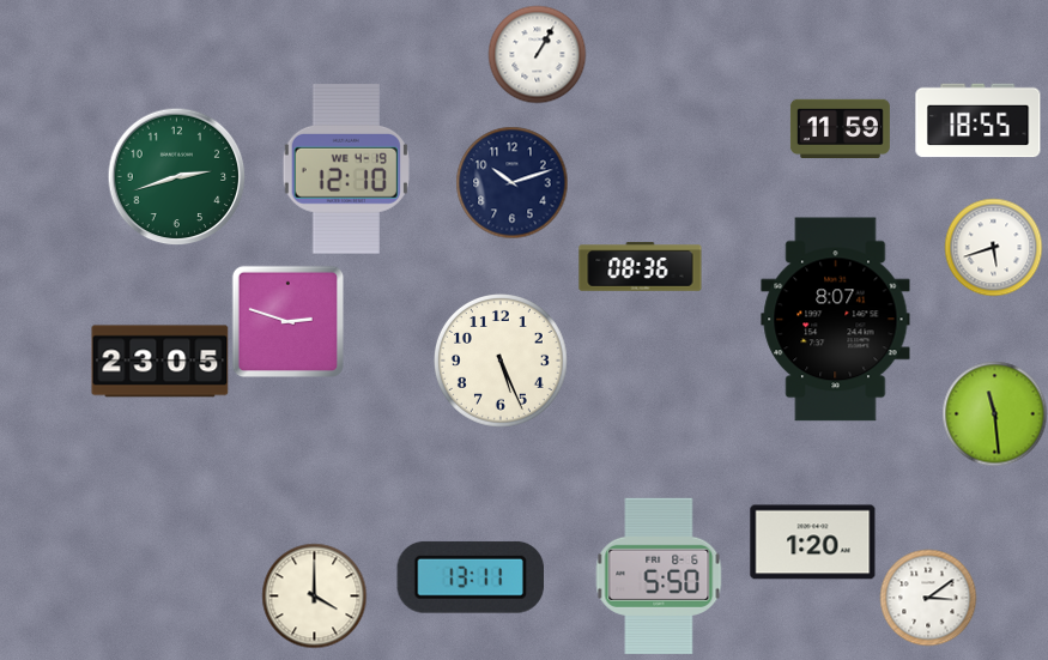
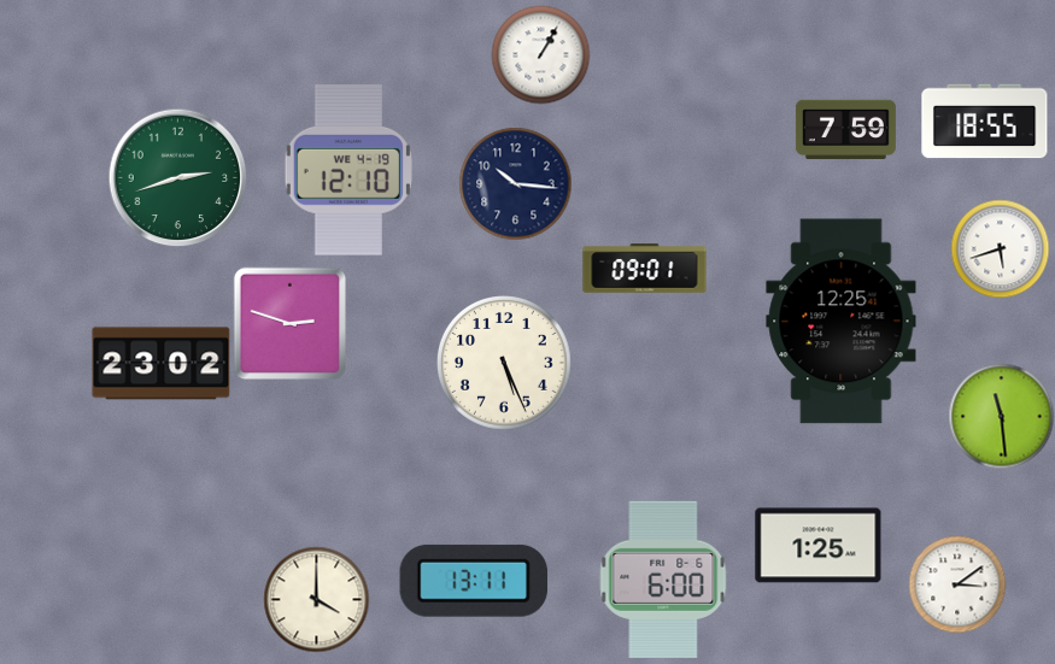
clock at (840, 128): 11:59 -> 7:59
clock at (511, 182): 10:12 -> 10:16
clock at (641, 267): 08:36 -> 09:01
clock at (836, 320): 8:07 -> 12:25
clock at (160, 362): 23:05 -> 23:02
clock at (813, 543): 1:20 -> 1:25
clock at (659, 576): 5:50 -> 6:00
clock at (928, 598) position: (928, 598) -> (957, 584)
